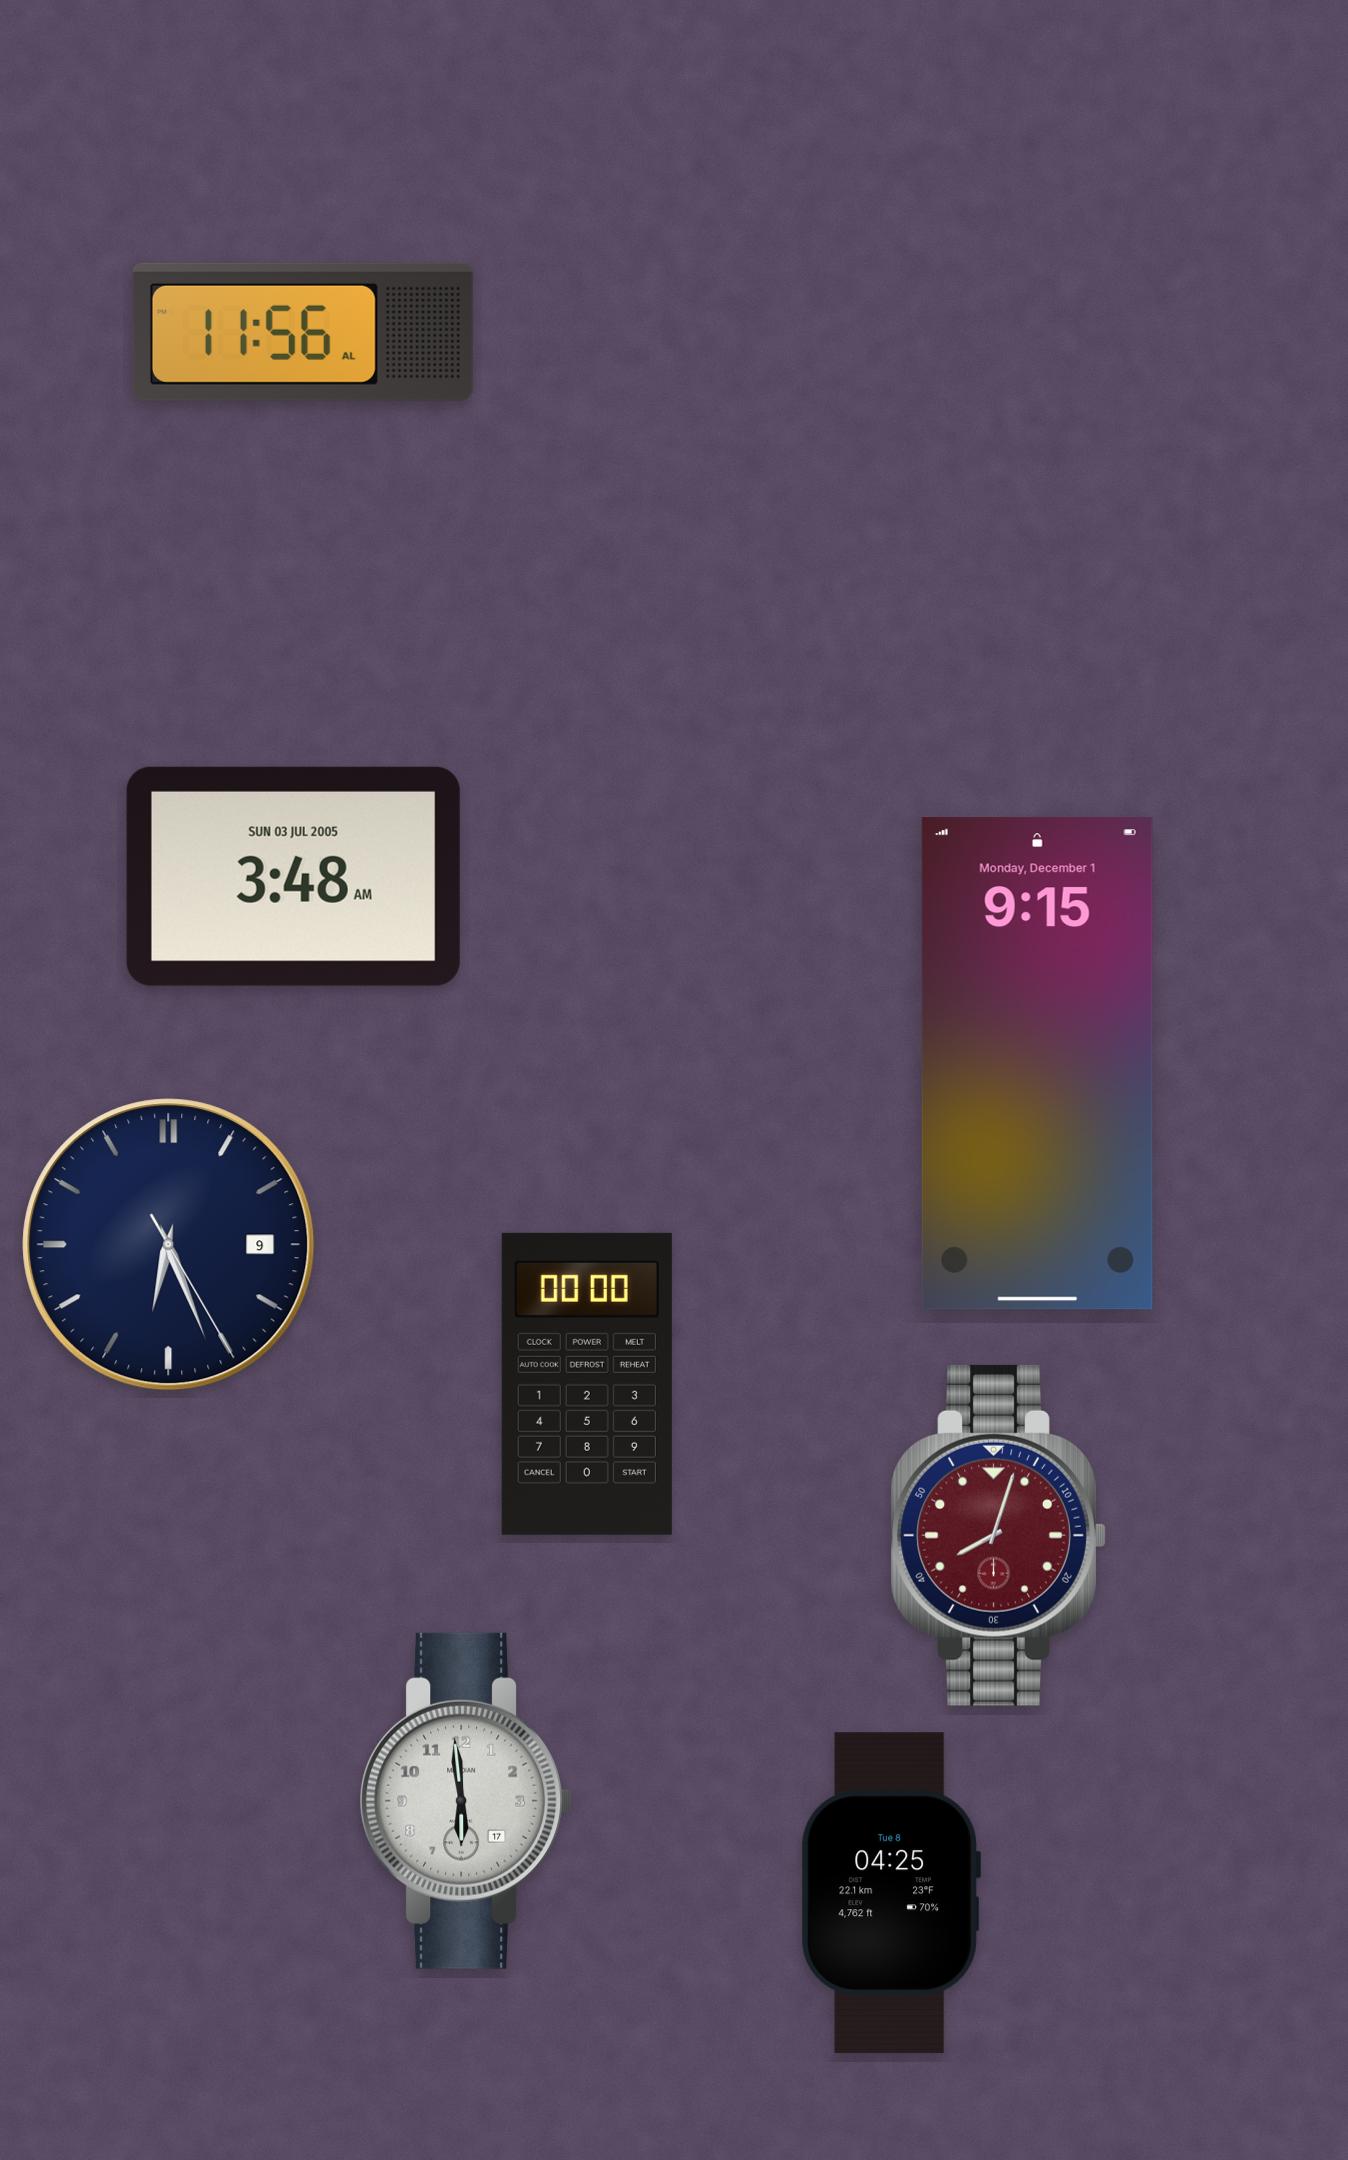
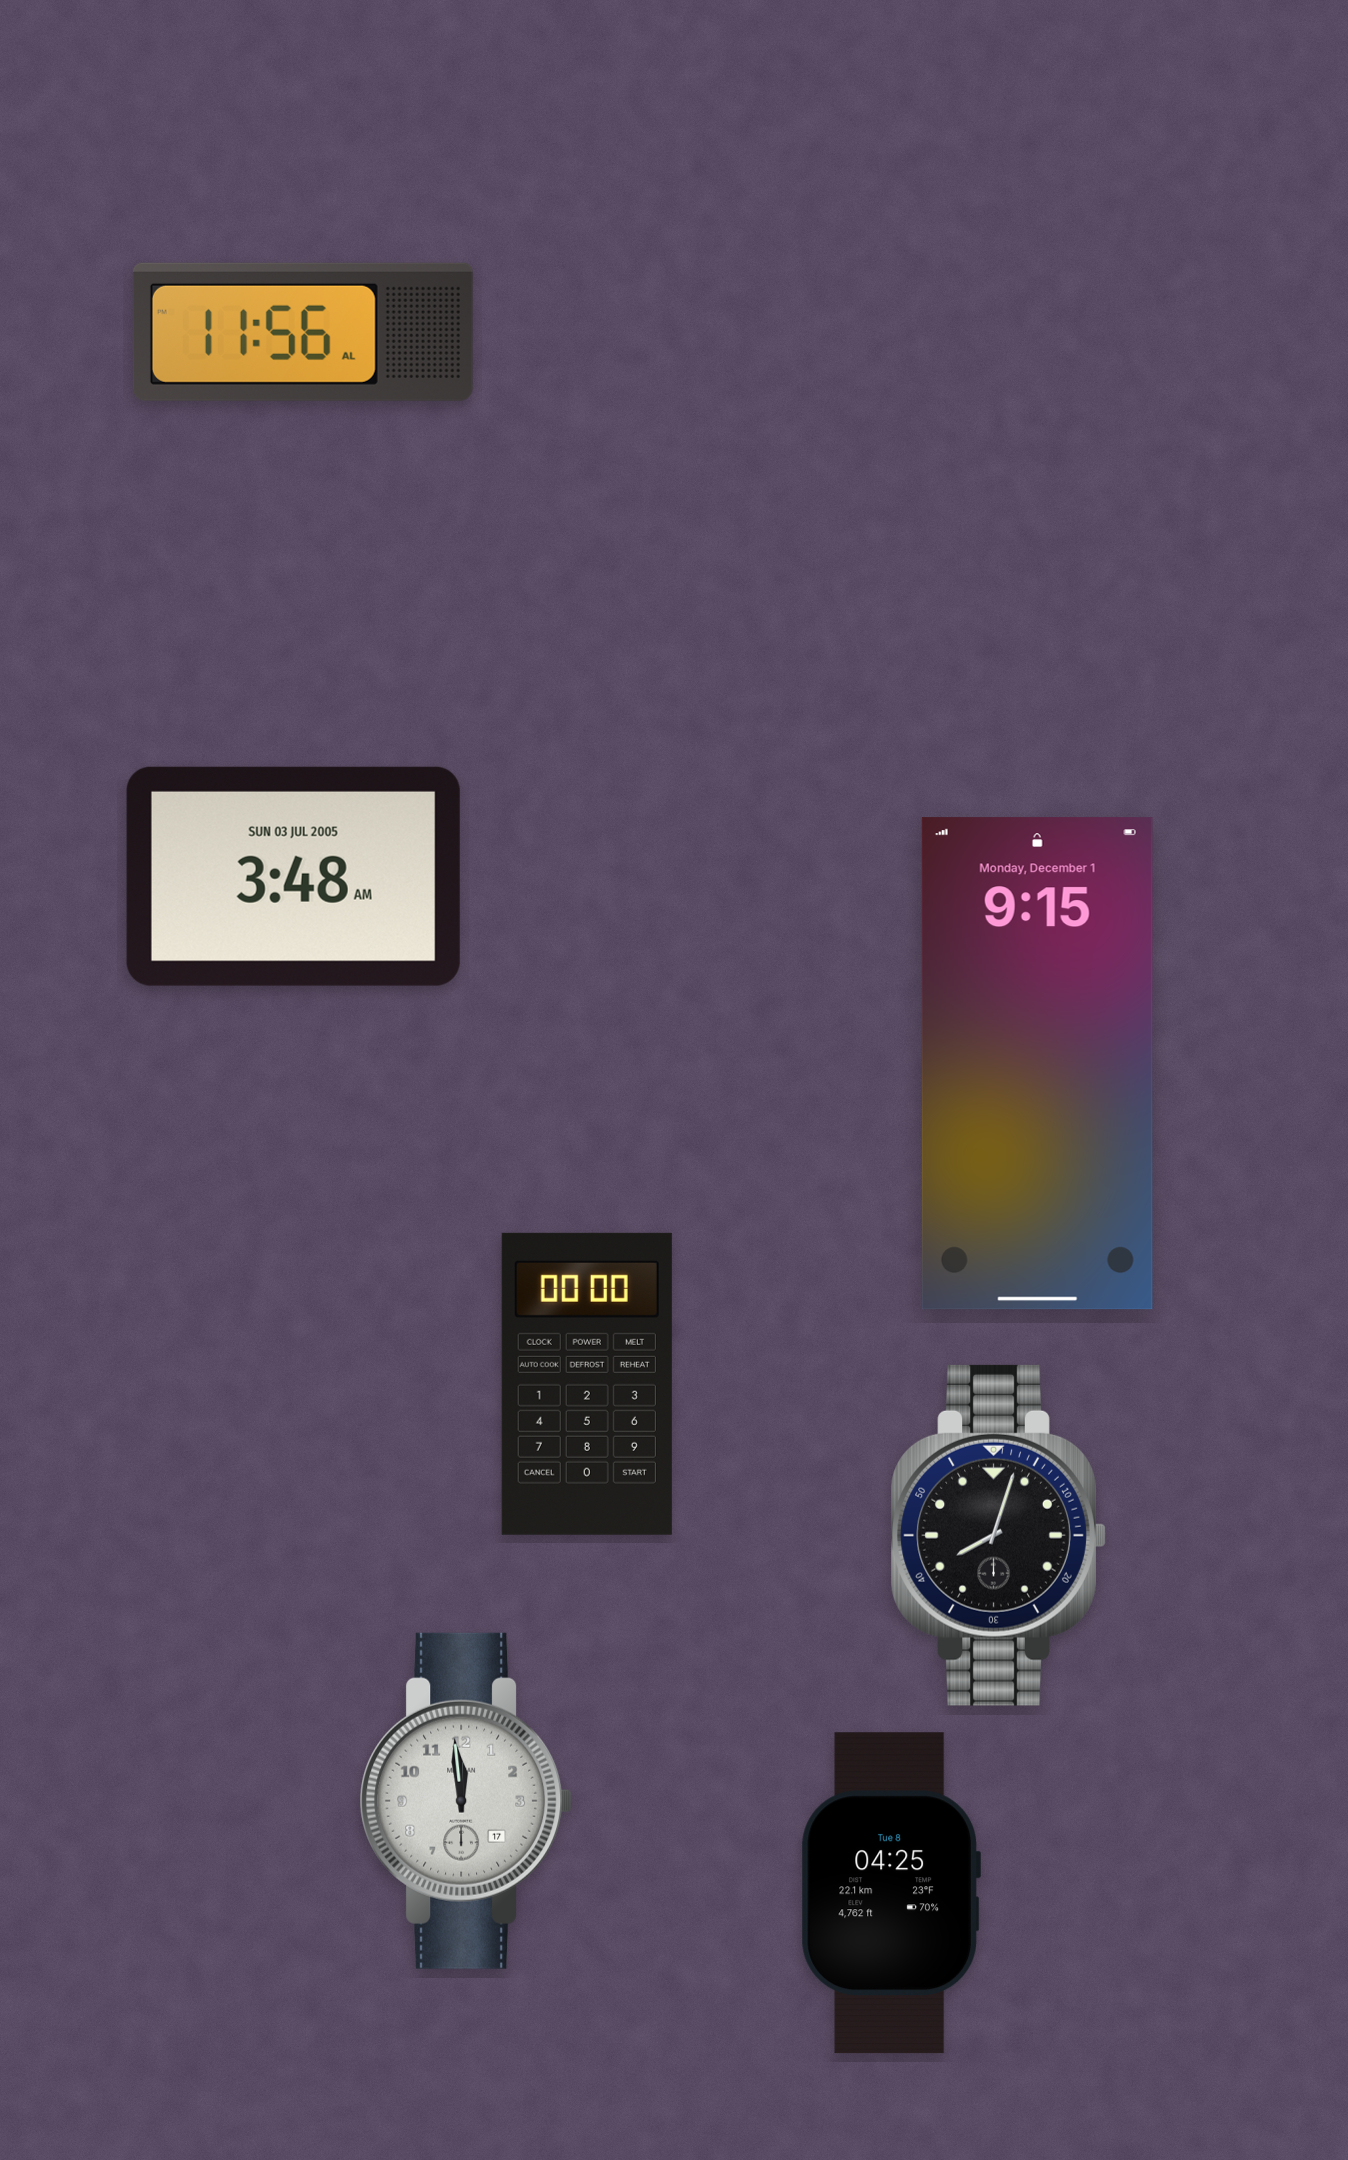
clock at (169, 1245): 6:26 -> none
clock at (998, 1535) dial: burgundy -> black
clock at (466, 1801): 5:59 -> 11:59
